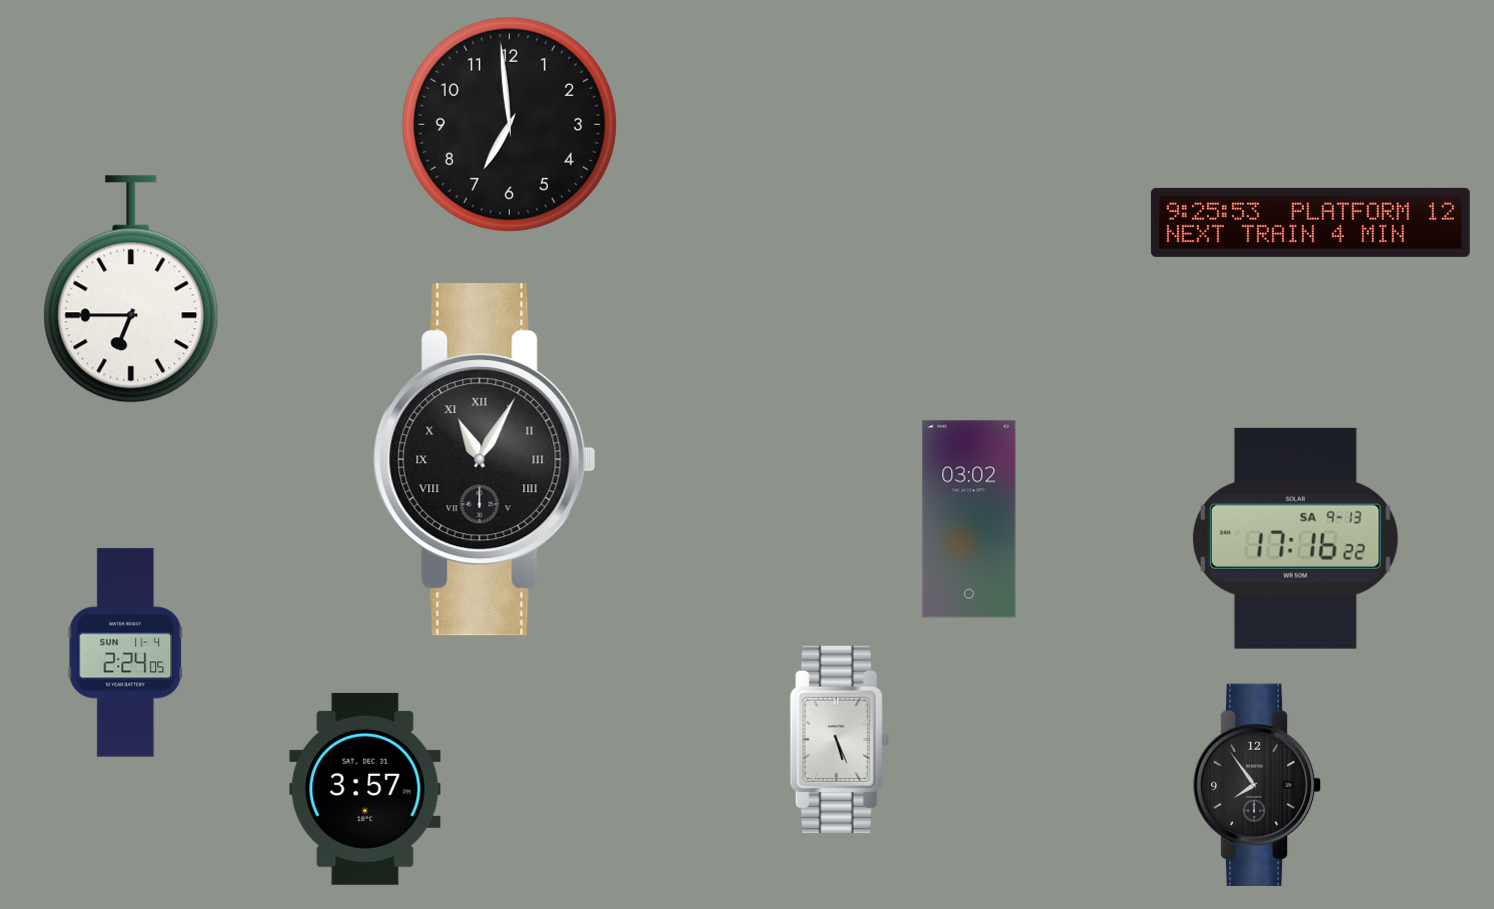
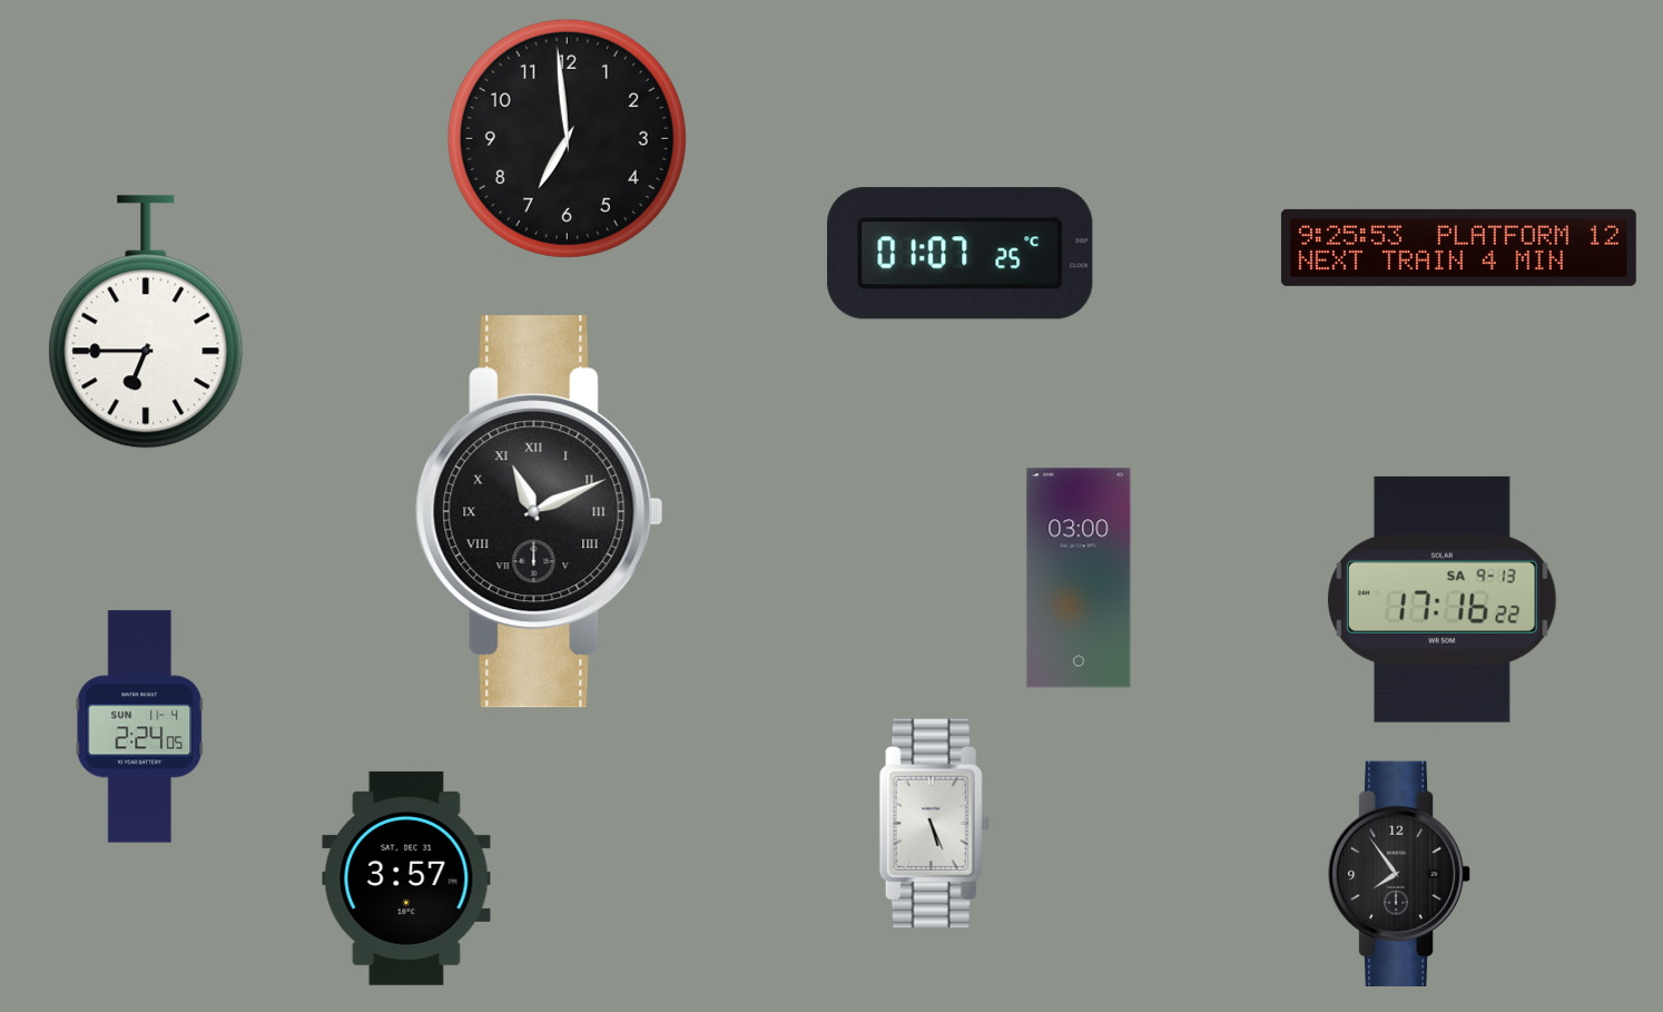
clock at (961, 254): none -> 01:07
clock at (485, 460): 11:05 -> 11:11
clock at (969, 519): 03:02 -> 03:00
